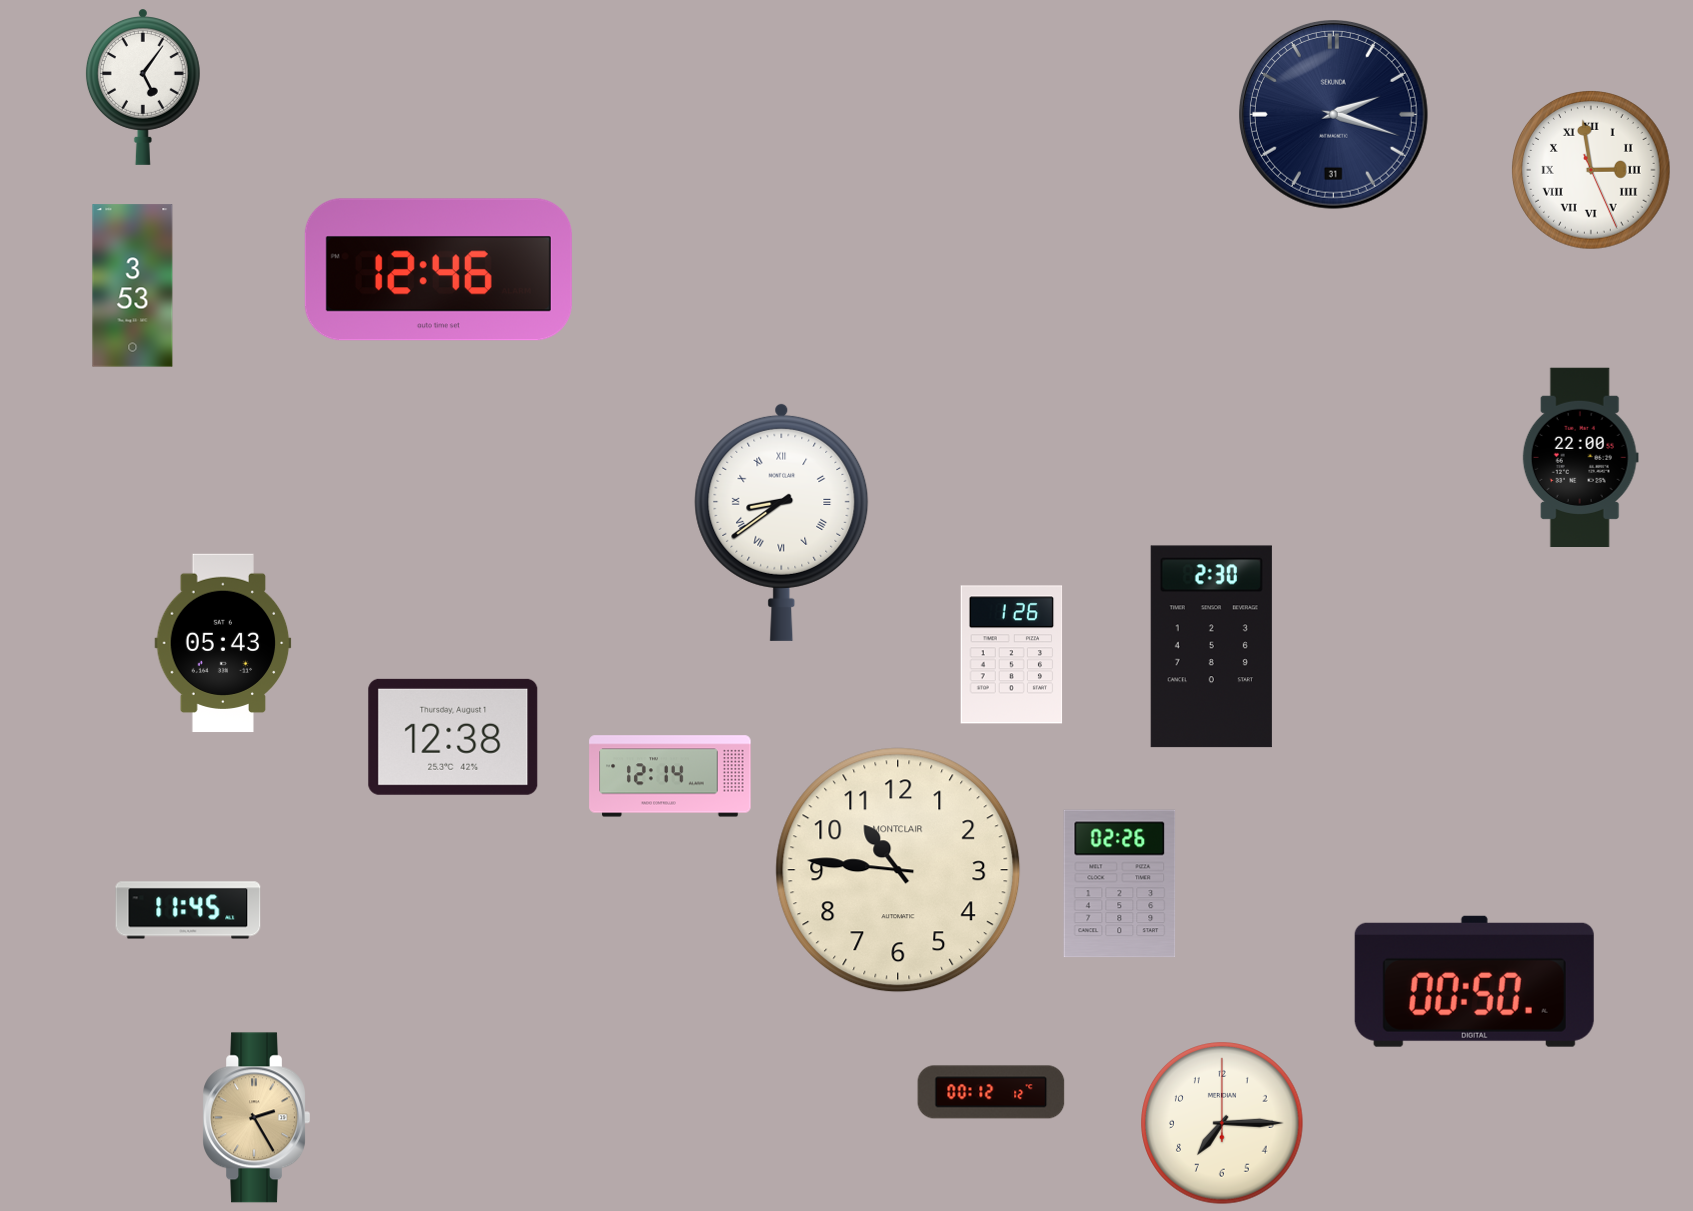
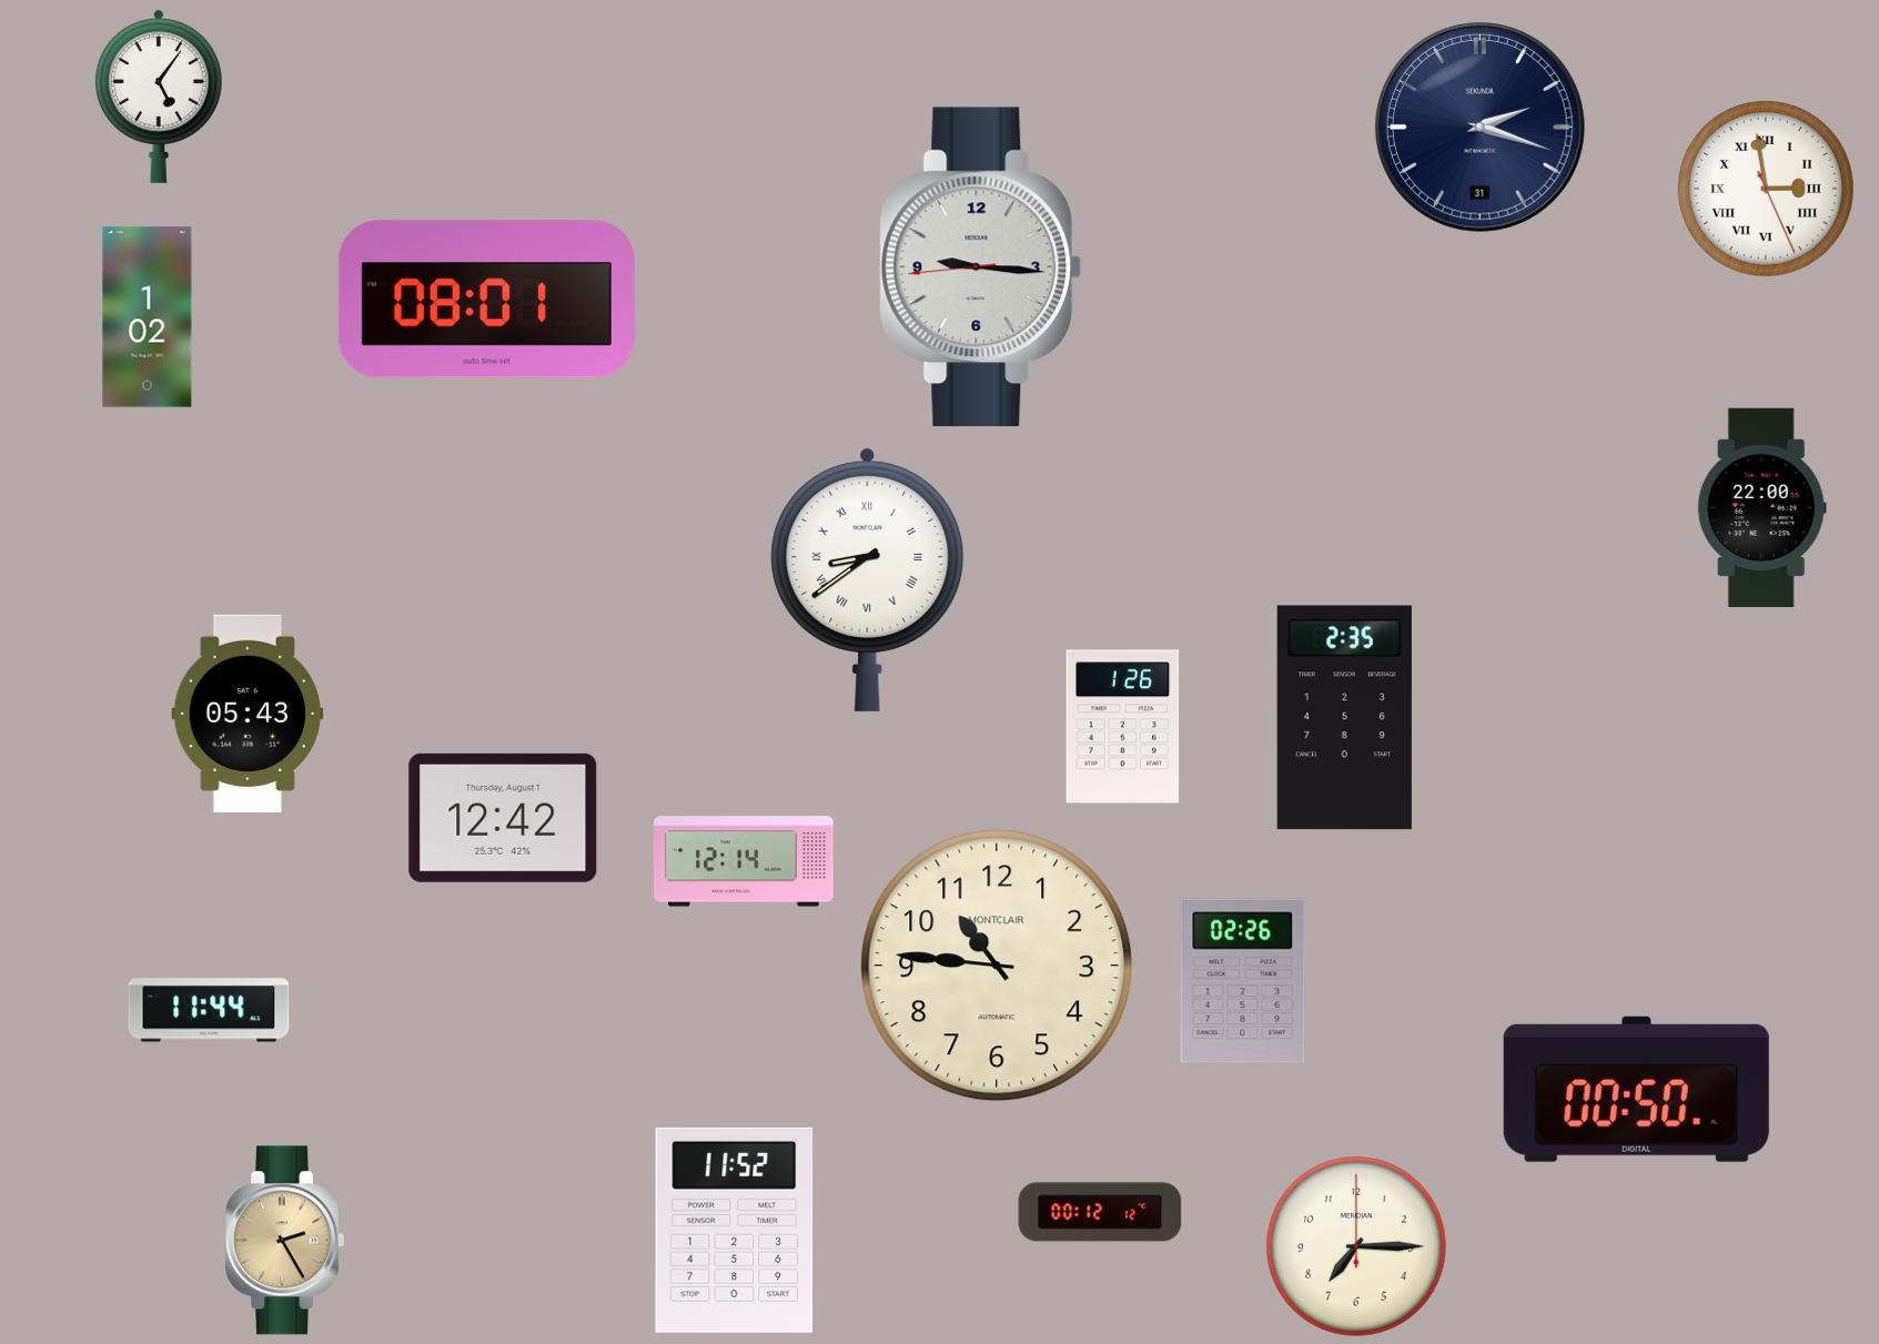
clock at (981, 266): none -> 9:15
clock at (438, 270): 12:46 -> 08:01
clock at (133, 286): 3:53 -> 1:02
clock at (1580, 457) position: (1580, 457) -> (1761, 507)
clock at (1211, 647): 2:30 -> 2:35
clock at (453, 737): 12:38 -> 12:42
clock at (188, 910): 11:45 -> 11:44
clock at (735, 1230): none -> 11:52
